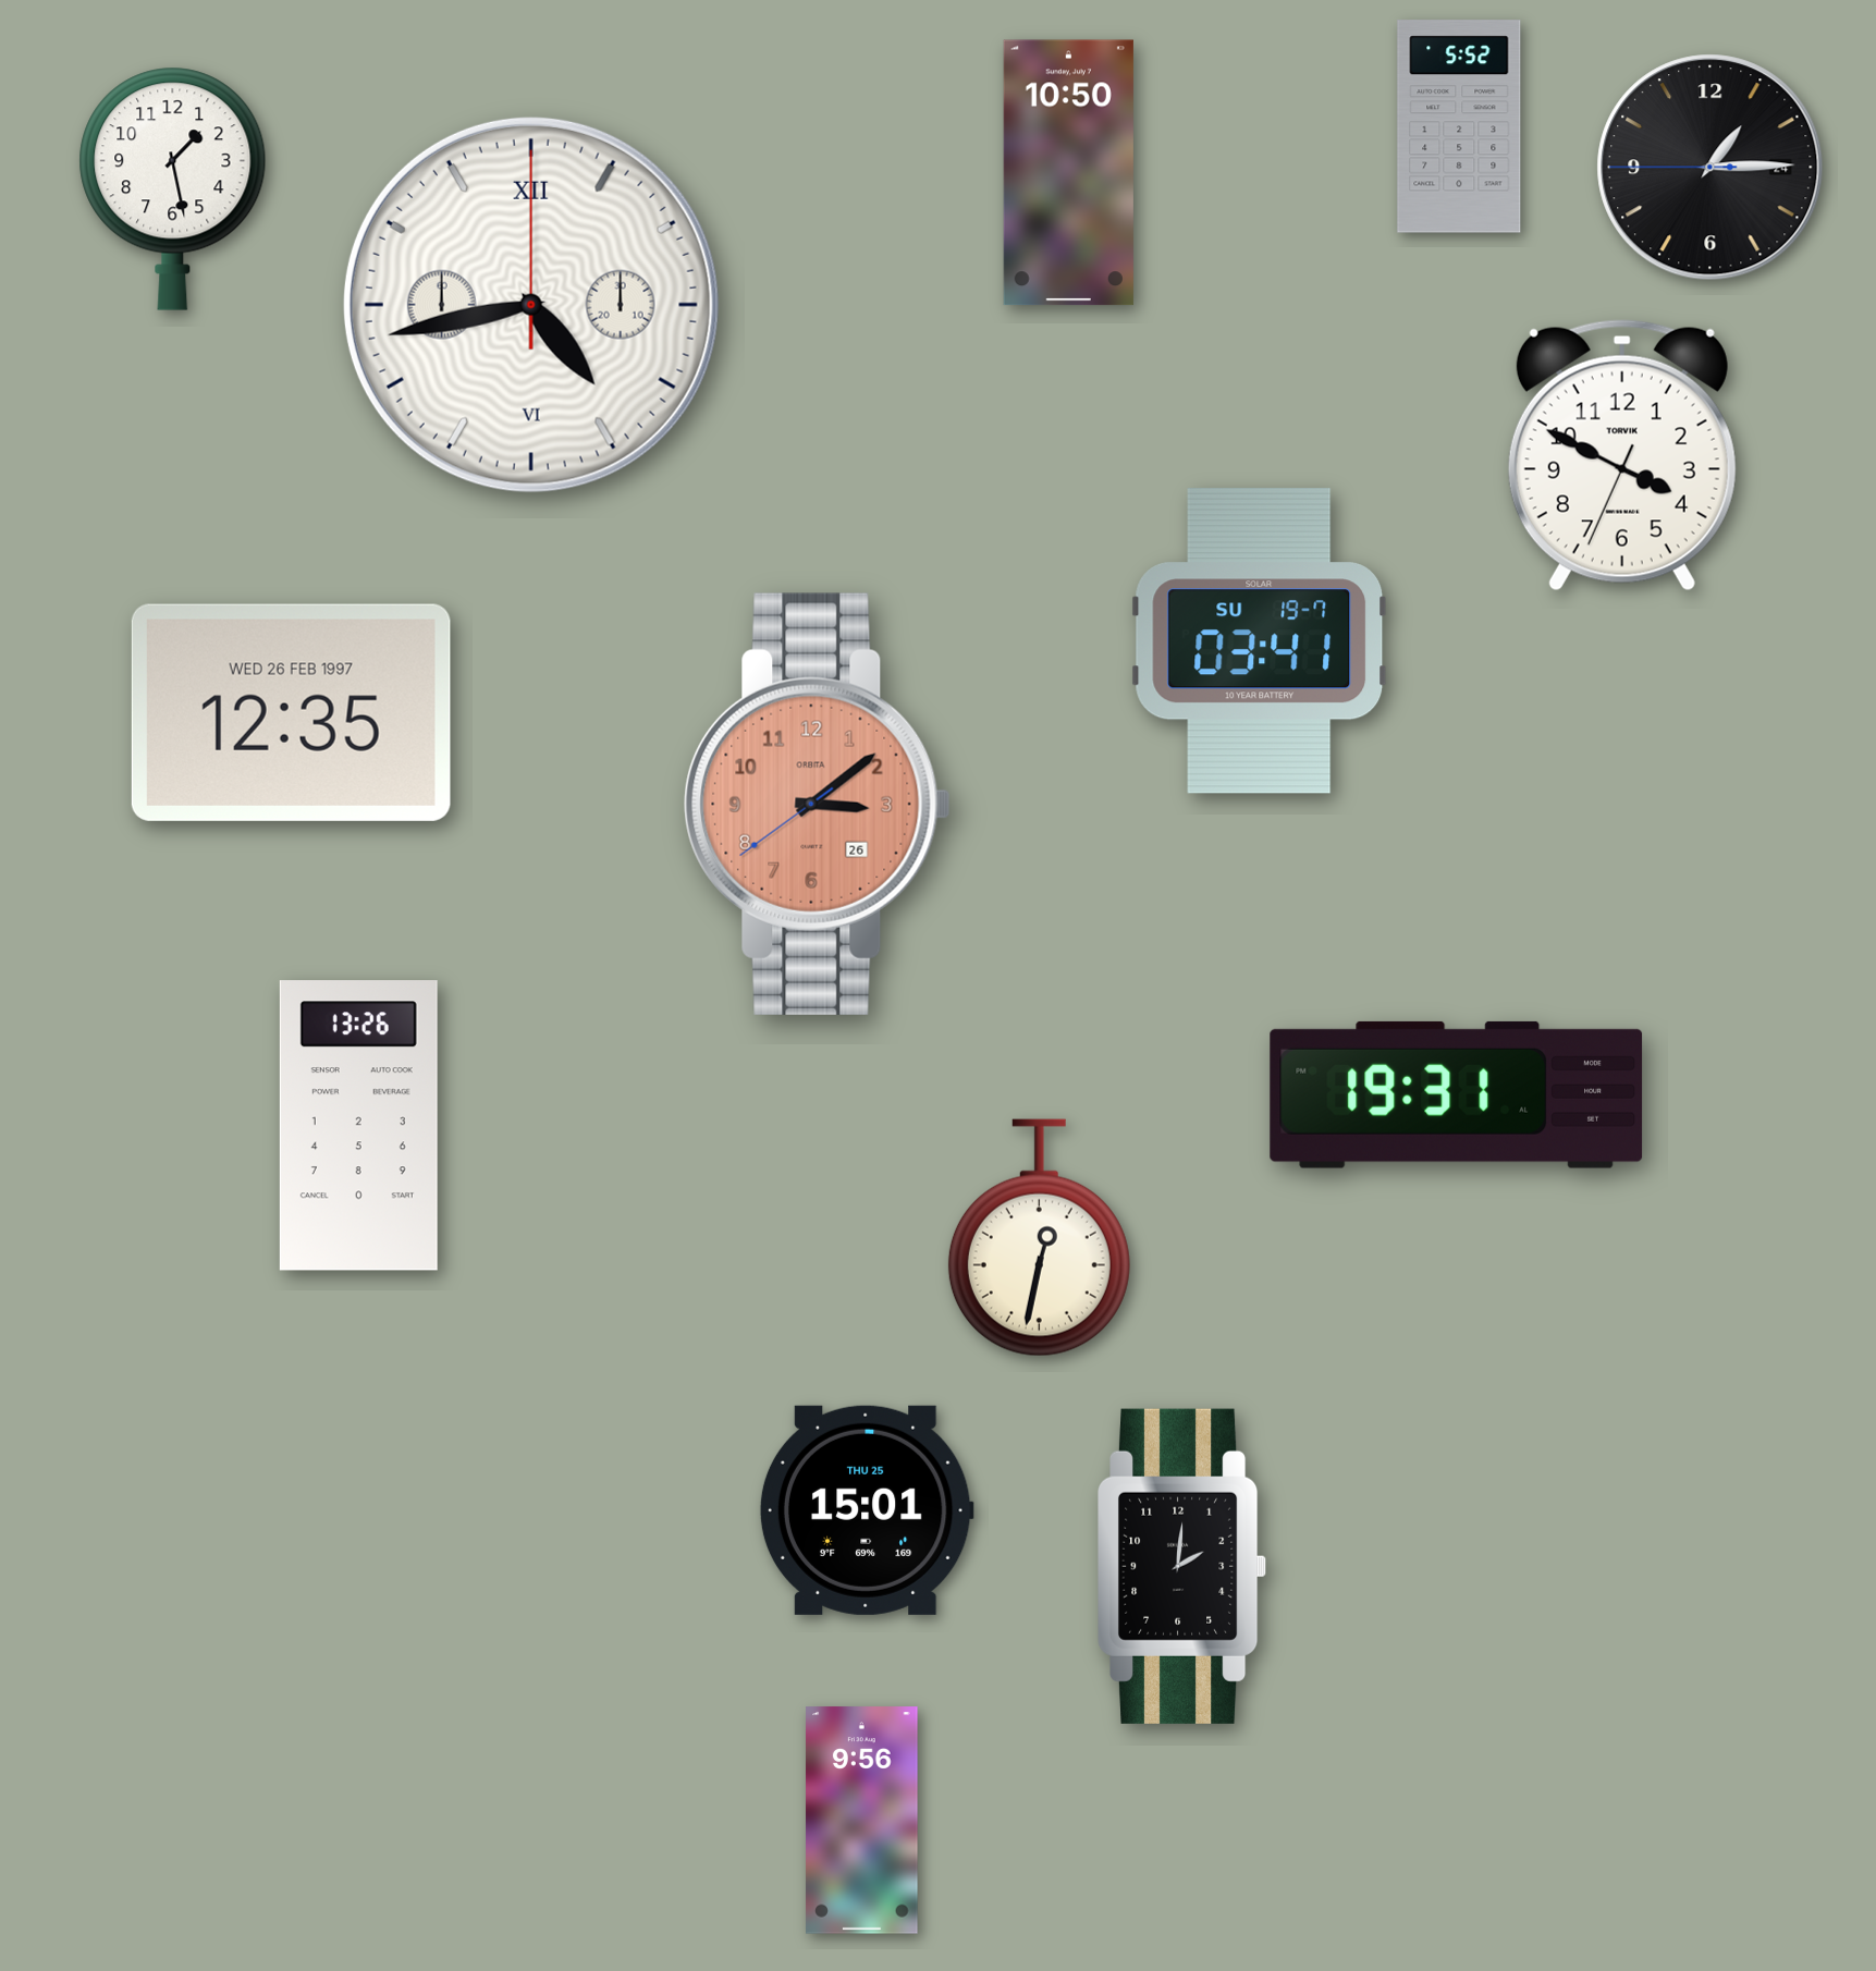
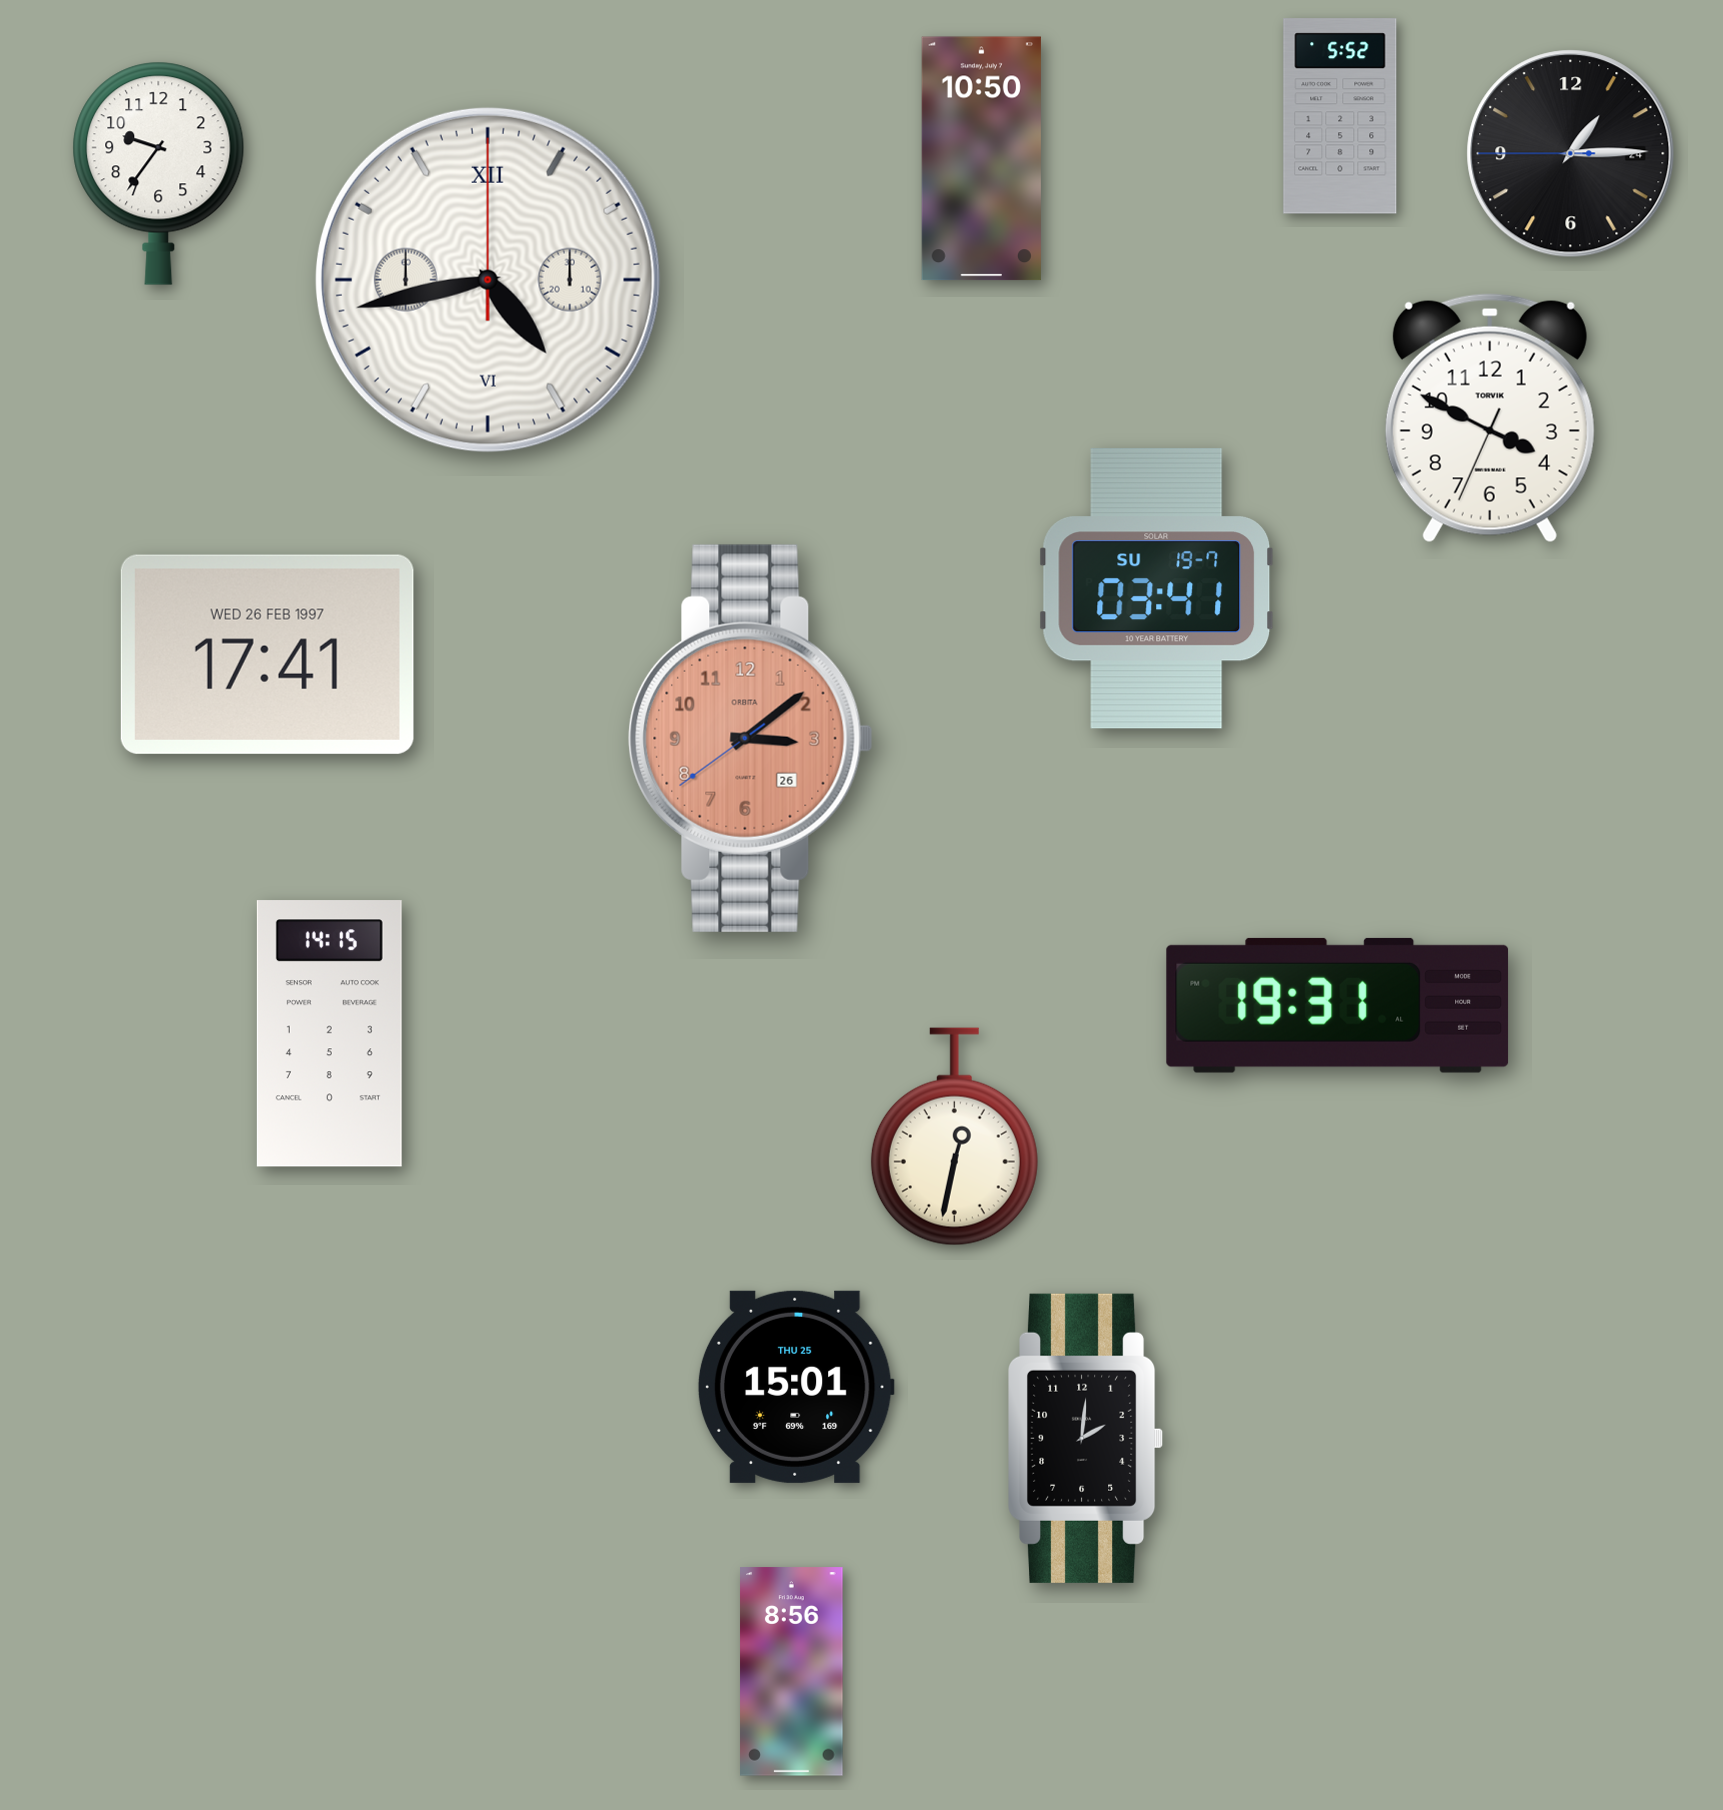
clock at (173, 188): 1:28 -> 9:36
clock at (291, 712): 12:35 -> 17:41
clock at (358, 1126): 13:26 -> 14:15
clock at (862, 1821): 9:56 -> 8:56
